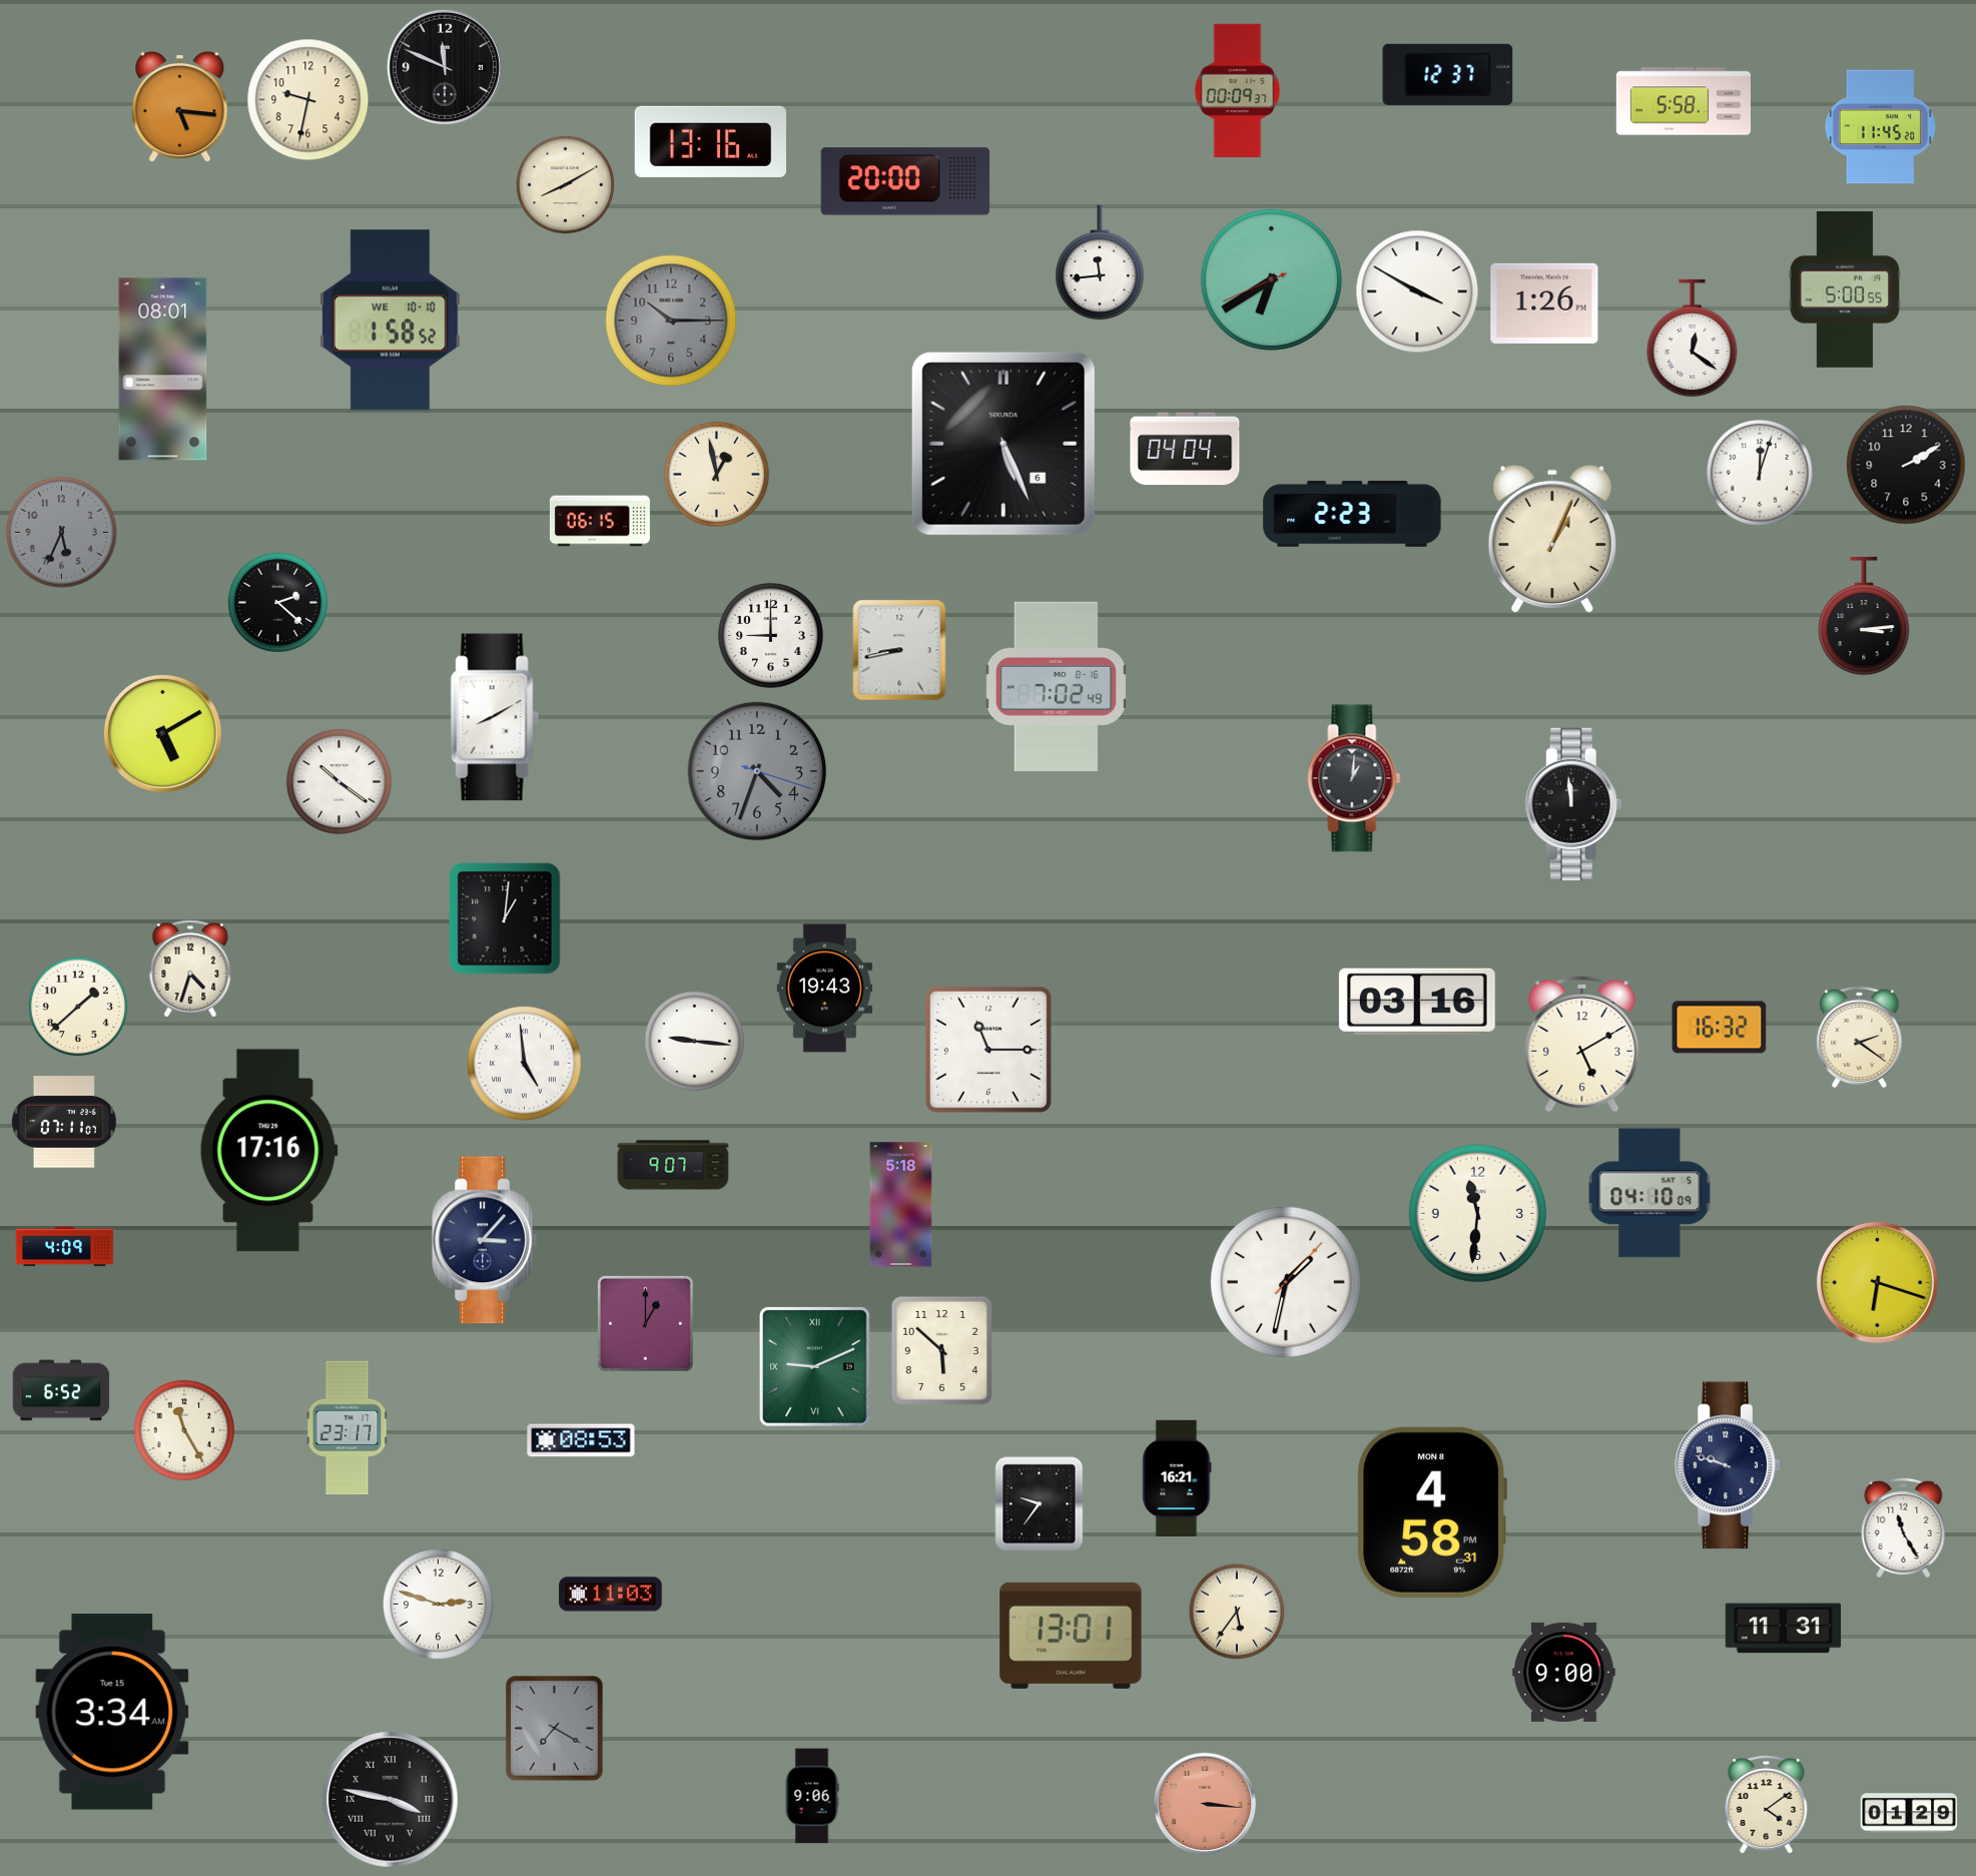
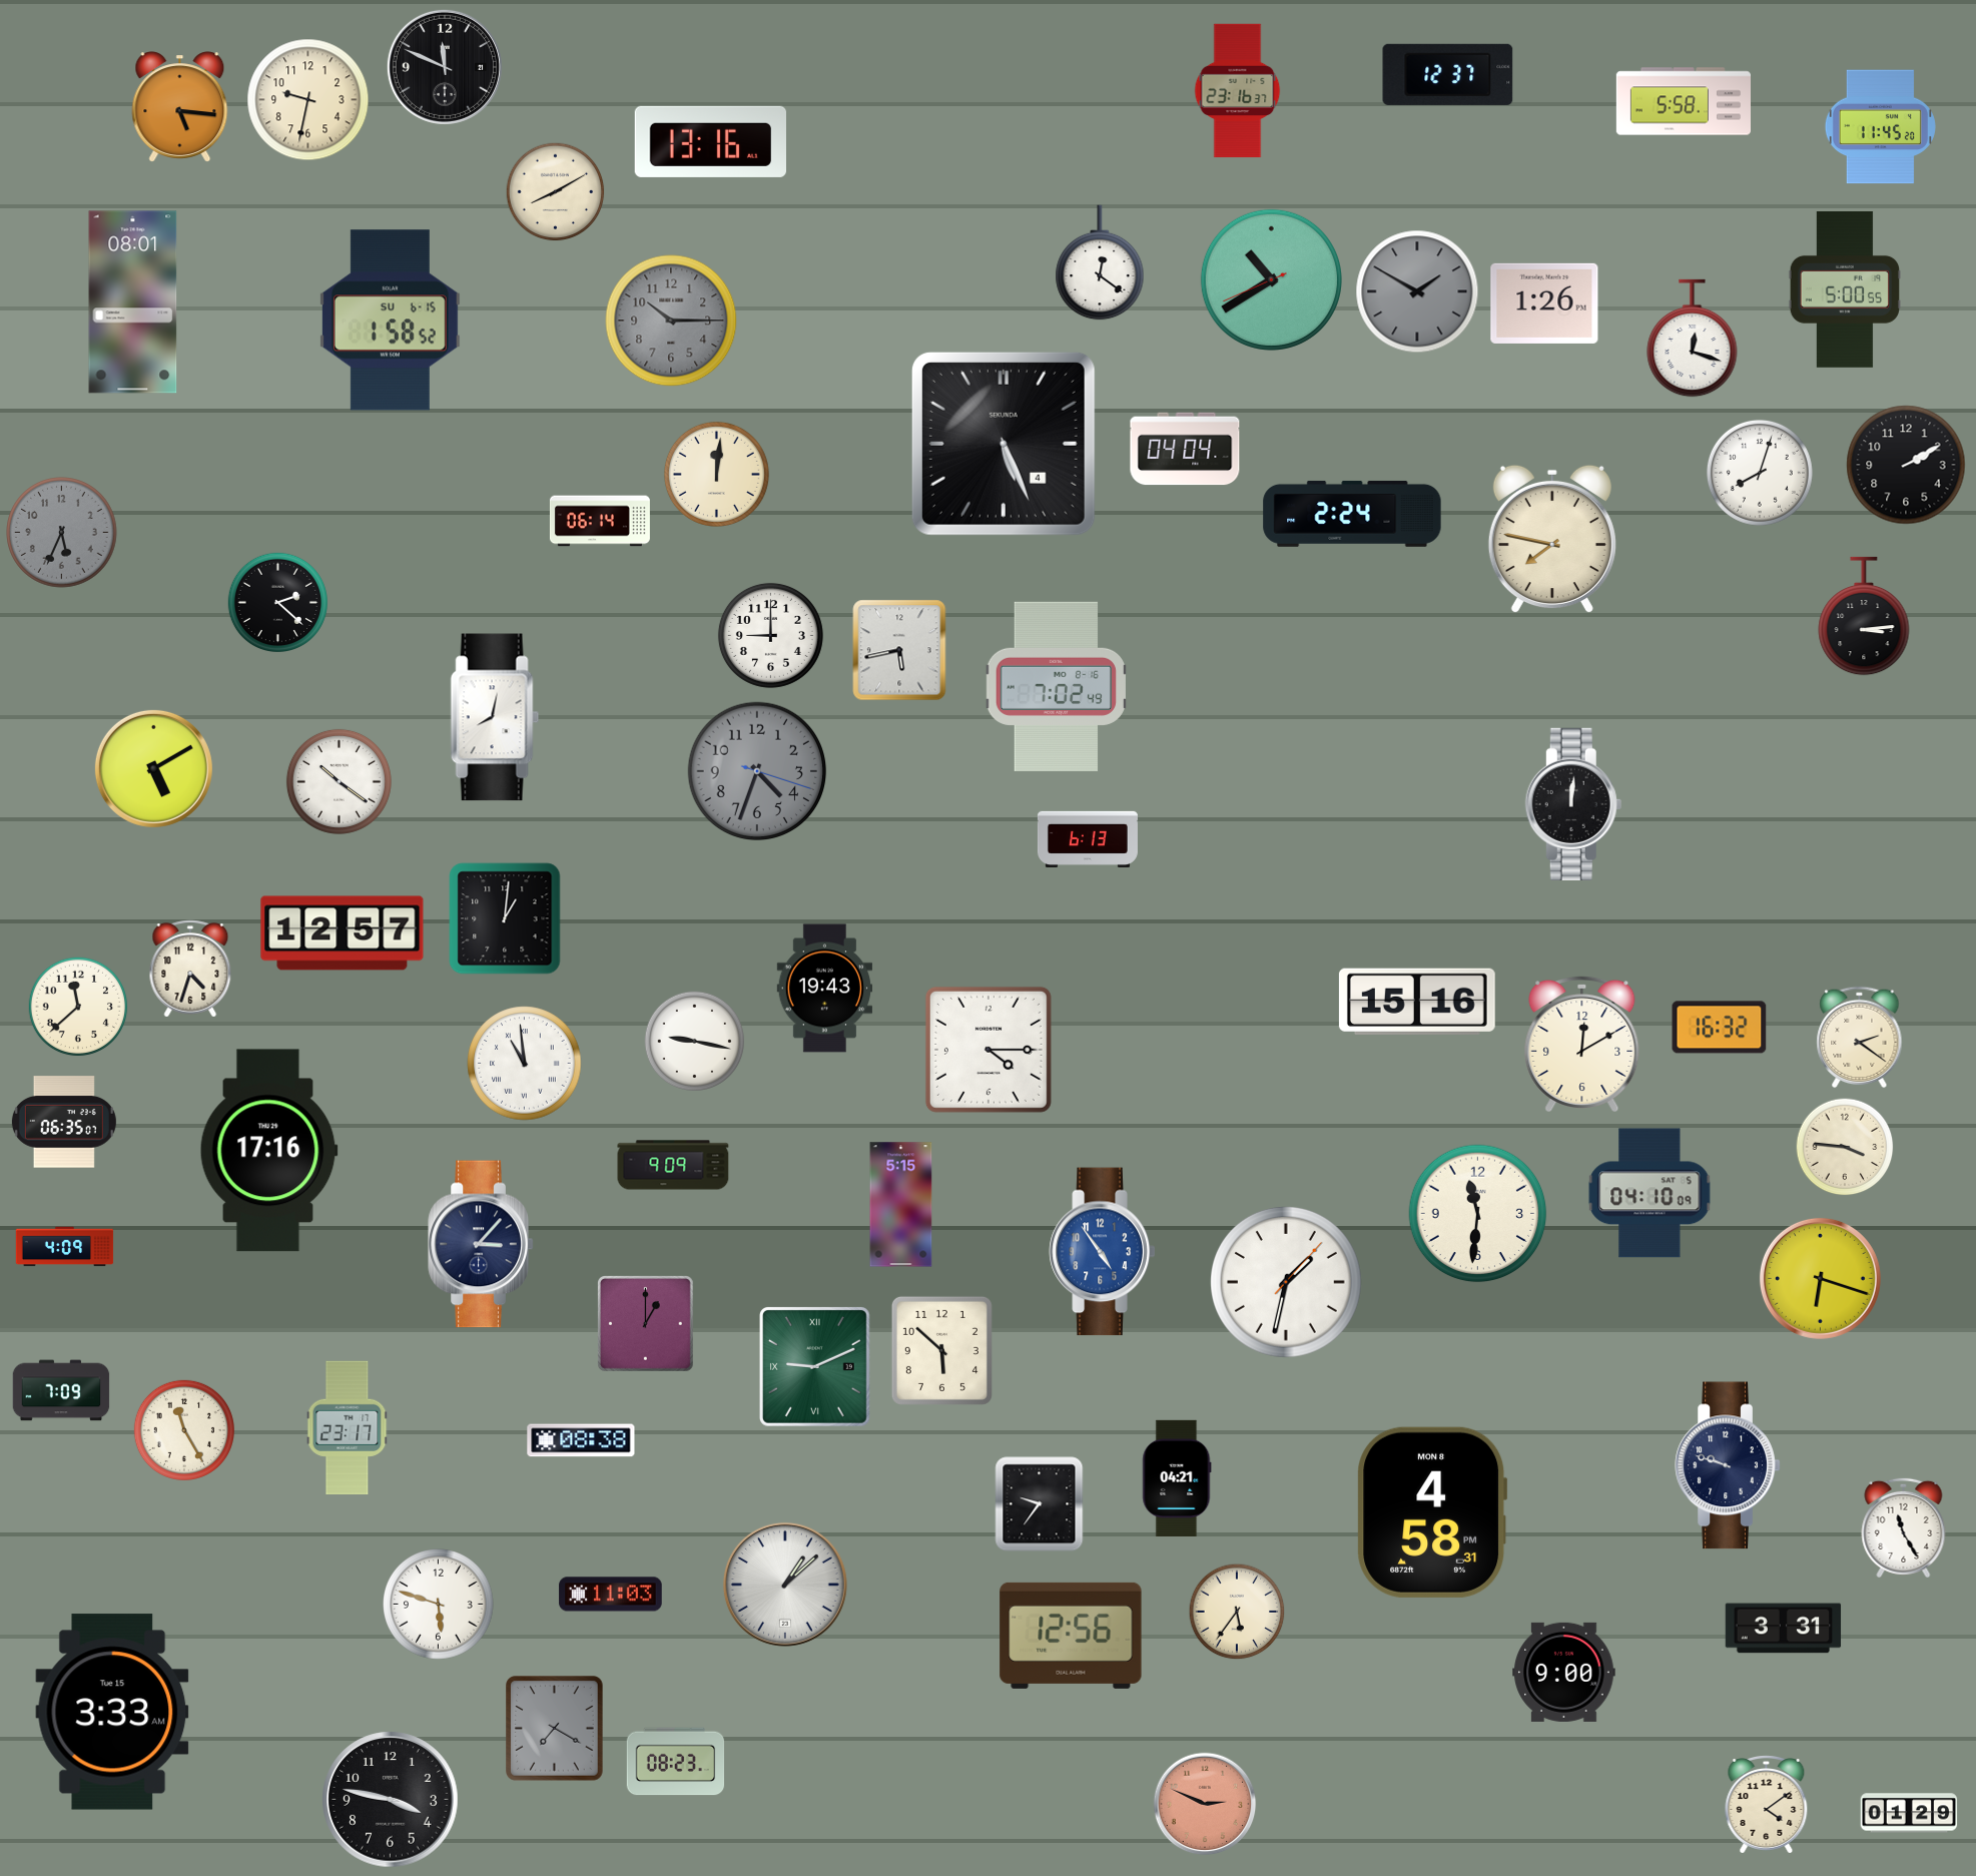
clock at (1238, 91): 00:09 -> 23:16
clock at (905, 181): 20:00 -> none
clock at (566, 185) position: (566, 185) -> (556, 192)
clock at (1100, 262): 11:44 -> 12:21
clock at (1271, 279): 6:39 -> 10:39
clock at (1417, 291): 3:50 -> 1:50
clock at (1417, 291) dial: white -> grey
clock at (390, 321) date: WE 10-10 -> SU 6-15
clock at (1693, 339): 12:21 -> 12:18
clock at (163, 370) position: (163, 370) -> (133, 302)
clock at (1004, 444) date: 6 -> 4
clock at (1760, 473): 12:03 -> 8:03
clock at (716, 474): 12:58 -> 12:01
clock at (1352, 514): 2:23 -> 2:24
clock at (600, 521): 06:15 -> 06:14
clock at (1552, 539): 1:04 -> 7:47
clock at (899, 650): 8:43 -> 5:43
clock at (495, 717): 8:10 -> 8:02
clock at (162, 733) position: (162, 733) -> (153, 768)
clock at (1354, 778): 1:01 -> none
clock at (1573, 804): 11:59 -> 12:01
clock at (1088, 838): none -> 6:13
clock at (343, 933): none -> 12:57
clock at (1417, 1002): 03:16 -> 15:16
clock at (78, 1007): 1:38 -> 11:38
clock at (694, 1041): 9:16 -> 9:17
clock at (1582, 1043): 5:10 -> 12:10
clock at (989, 1050): 11:15 -> 4:15
clock at (525, 1064): 4:59 -> 10:59
clock at (64, 1122): 07:11 -> 06:35
clock at (1845, 1147): none -> 3:46
clock at (673, 1165): 9:07 -> 9:09
clock at (901, 1205): 5:18 -> 5:15
clock at (485, 1240) position: (485, 1240) -> (481, 1244)
clock at (1103, 1252): none -> 4:54
clock at (1877, 1282) position: (1877, 1282) -> (1820, 1278)
clock at (61, 1390): 6:52 -> 7:09
clock at (581, 1440): 08:53 -> 08:38
clock at (1177, 1477): 16:21 -> 04:21
clock at (785, 1585): none -> 1:08
clock at (439, 1605): 2:48 -> 5:48
clock at (1784, 1629): 11:31 -> 3:31
clock at (1071, 1636): 13:01 -> 12:56
clock at (112, 1712): 3:34 -> 3:33
clock at (676, 1762): none -> 08:23
clock at (812, 1796): 9:06 -> none
clock at (391, 1800) numerals: Roman -> Arabic
clock at (1205, 1804): 3:16 -> 2:49
